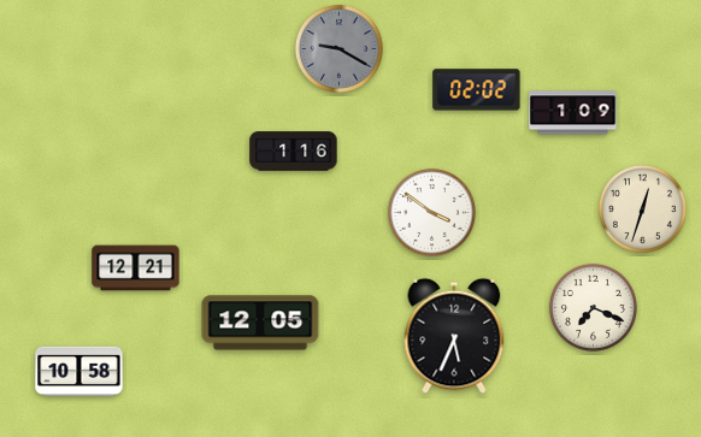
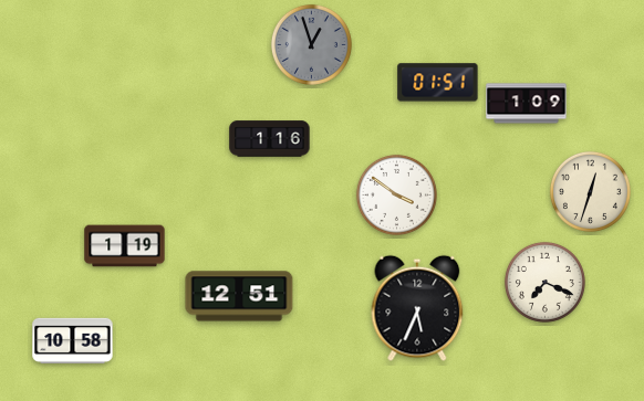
clock at (338, 48): 9:20 -> 12:57
clock at (477, 90): 02:02 -> 01:51
clock at (136, 268): 12:21 -> 1:19
clock at (260, 323): 12:05 -> 12:51
